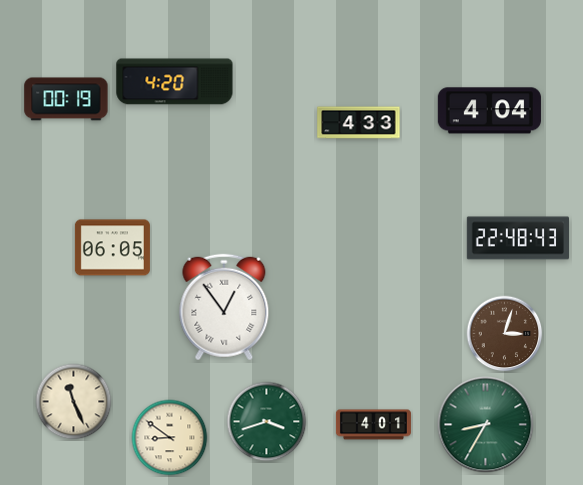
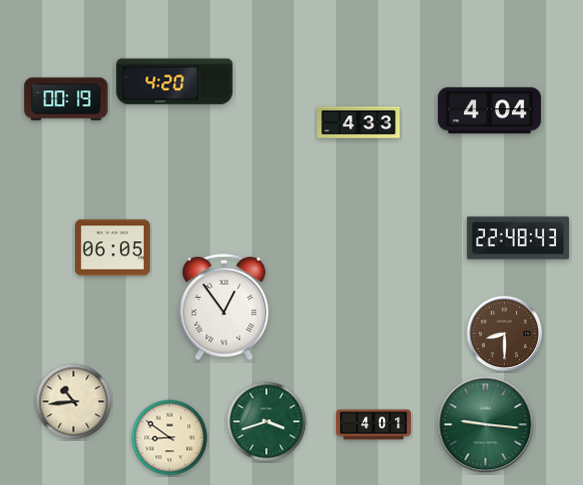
clock at (505, 334): 3:03 -> 8:30
clock at (74, 402): 11:26 -> 10:44
clock at (486, 425): 8:35 -> 9:16
